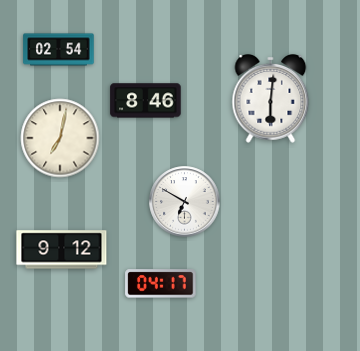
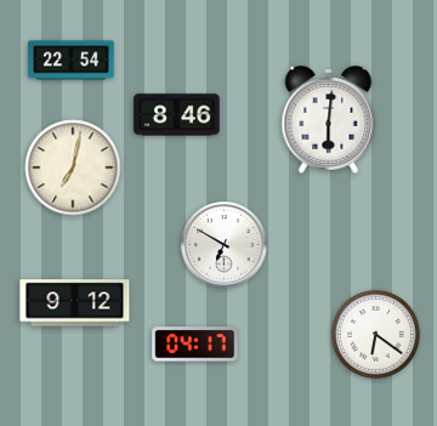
clock at (59, 50): 02:54 -> 22:54
clock at (146, 101) position: (146, 101) -> (177, 115)
clock at (375, 334): none -> 6:21
